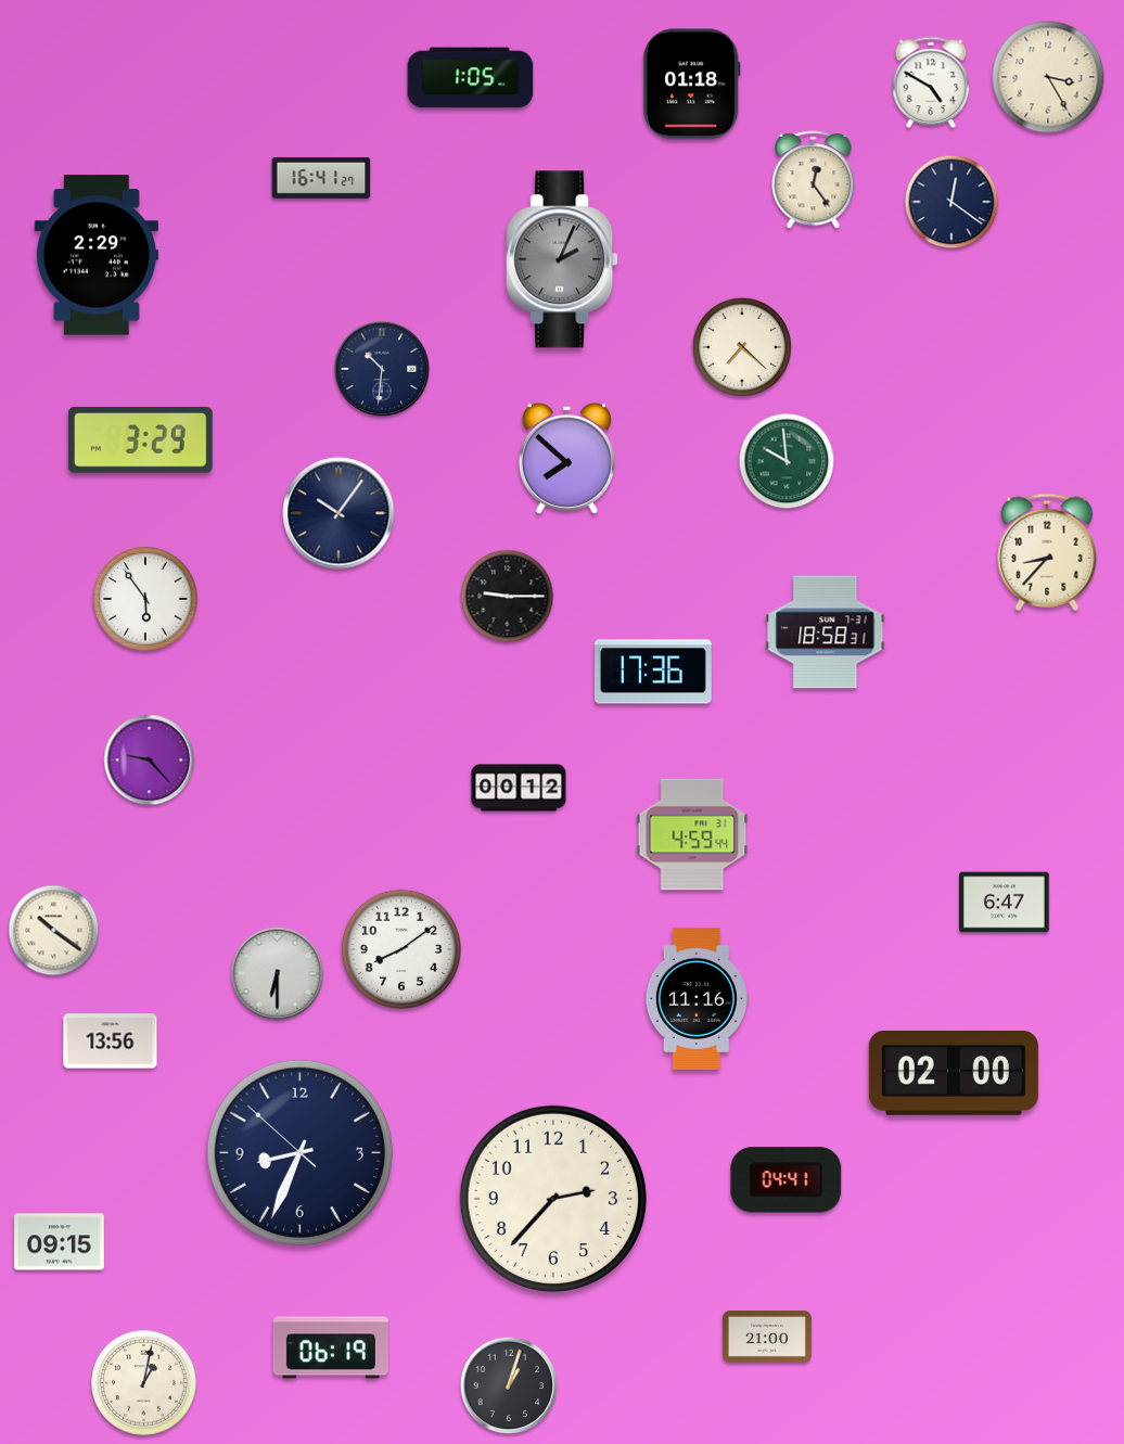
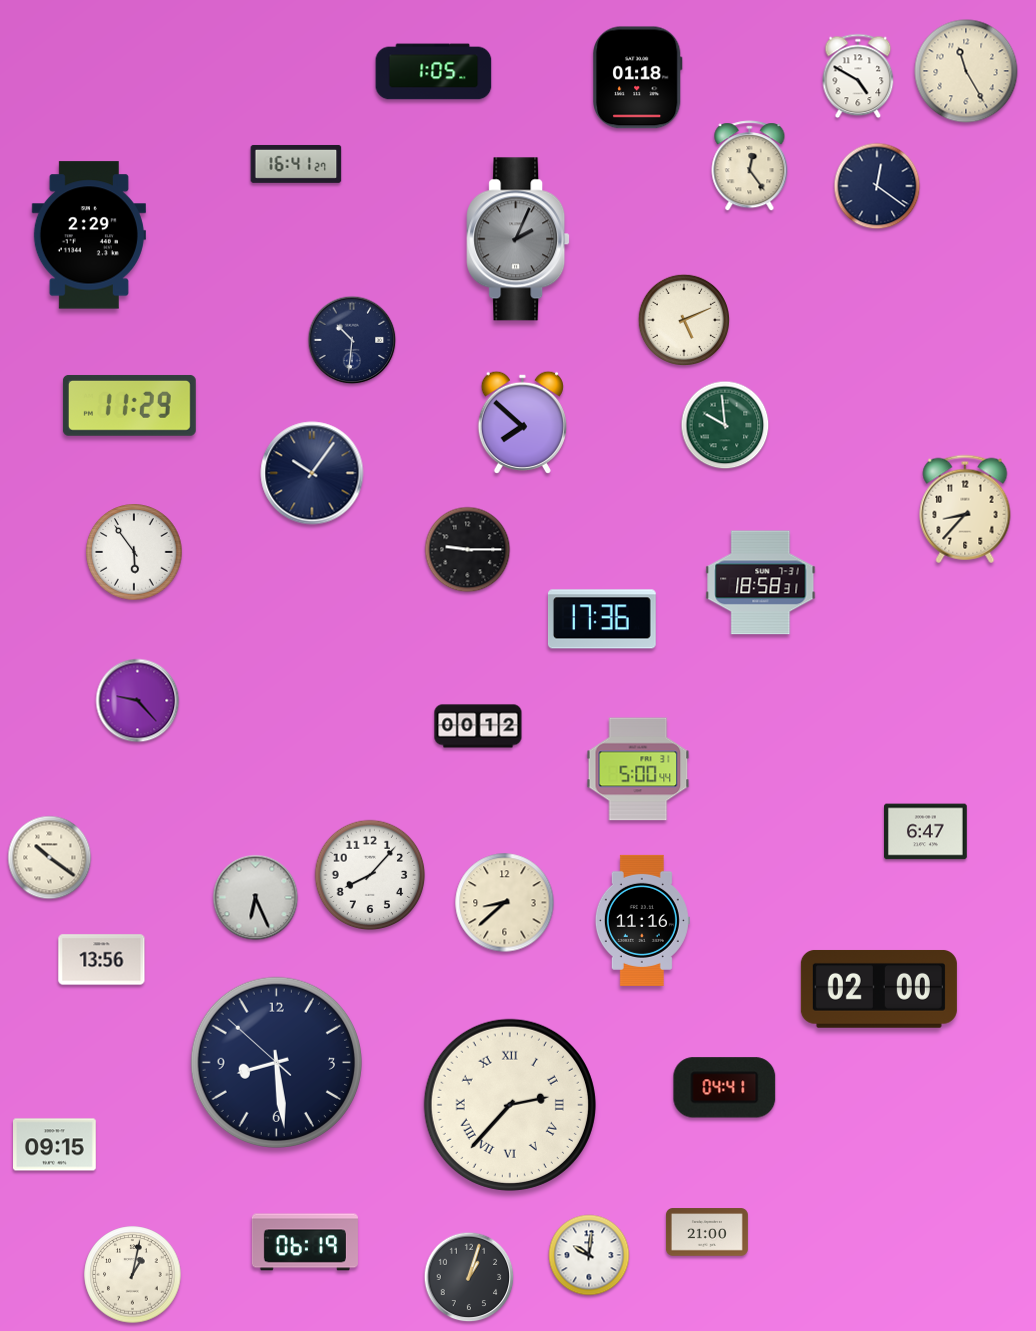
clock at (1048, 77): 3:25 -> 11:25
clock at (741, 346): 7:22 -> 5:11
clock at (140, 439): 3:29 -> 11:29
clock at (692, 834): 4:59 -> 5:00
clock at (401, 949): 8:09 -> 8:07
clock at (278, 974): 6:30 -> 6:26
clock at (505, 903): none -> 8:38
clock at (299, 1152): 8:33 -> 8:28
clock at (553, 1199) numerals: Arabic -> Roman
clock at (589, 1255): none -> 10:01
